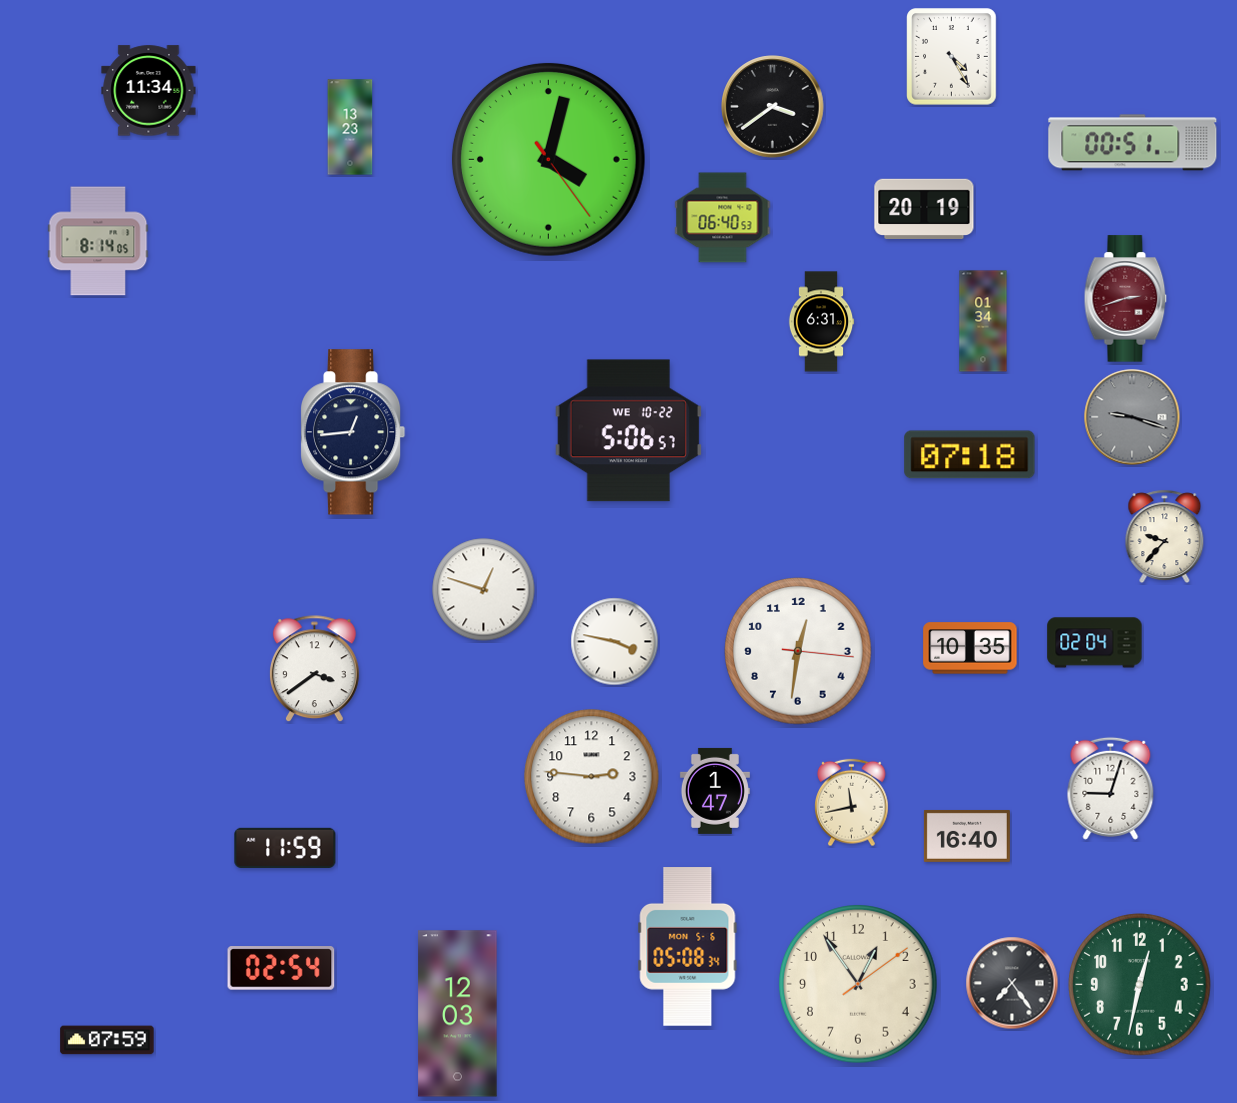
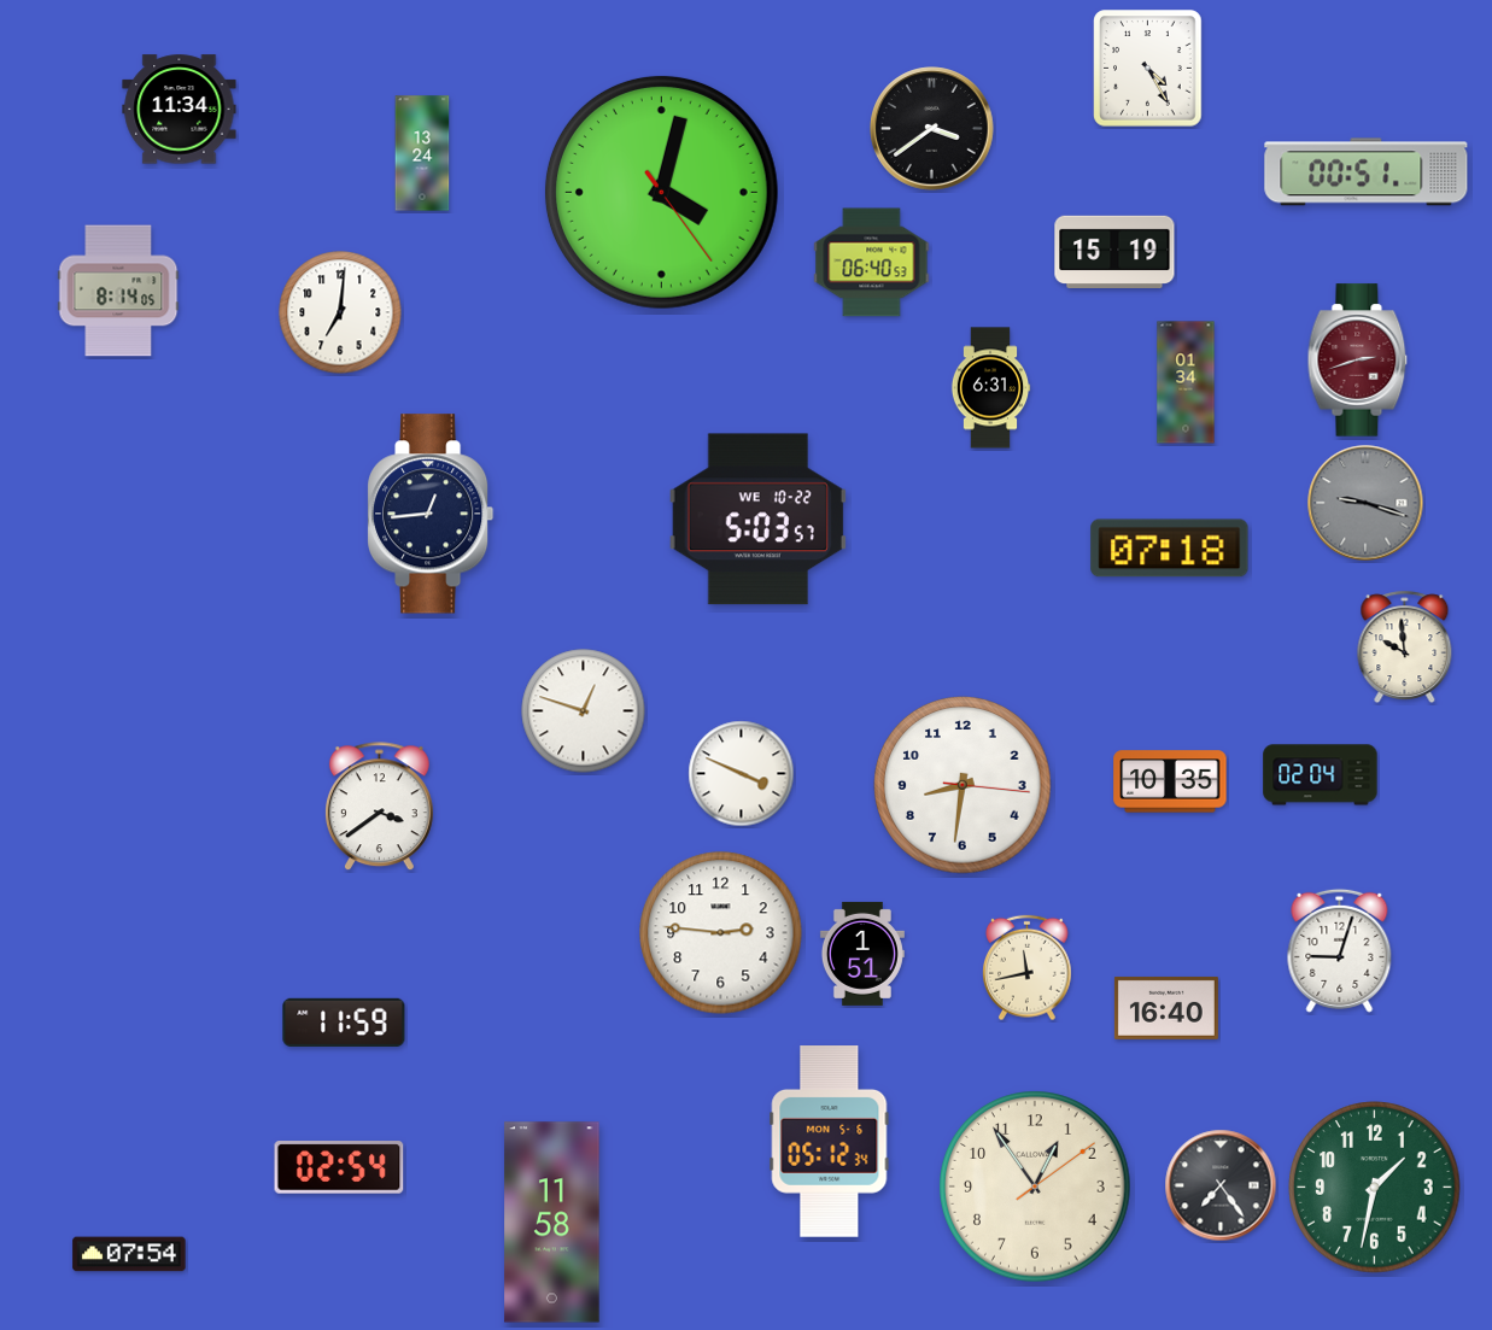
clock at (350, 127): 13:23 -> 13:24
clock at (924, 208): 20:19 -> 15:19
clock at (340, 312): none -> 7:01
clock at (983, 321) position: (983, 321) -> (1186, 382)
clock at (628, 431): 5:06 -> 5:03
clock at (353, 432) position: (353, 432) -> (431, 514)
clock at (1165, 537): 9:37 -> 9:59
clock at (615, 642): 3:47 -> 3:49
clock at (798, 651): 12:31 -> 8:31
clock at (592, 777) position: (592, 777) -> (721, 933)
clock at (715, 791): 1:47 -> 1:51
clock at (688, 947): 05:08 -> 05:12
clock at (1140, 985): 12:32 -> 1:32
clock at (458, 1014): 12:03 -> 11:58
clock at (107, 1040): 07:59 -> 07:54
